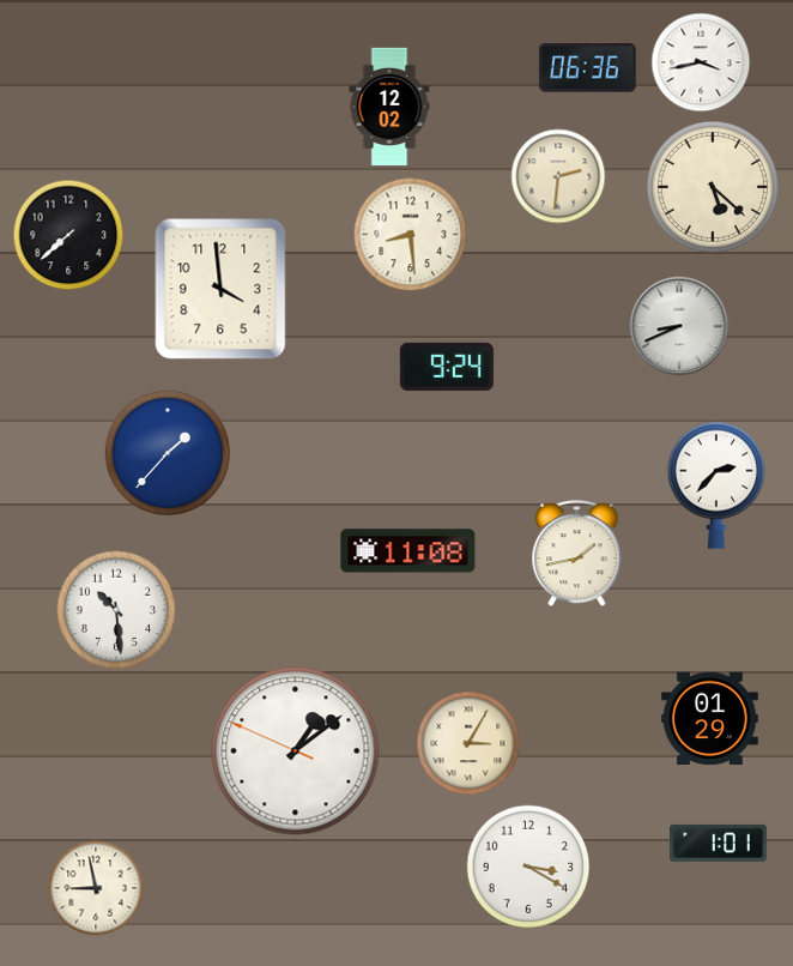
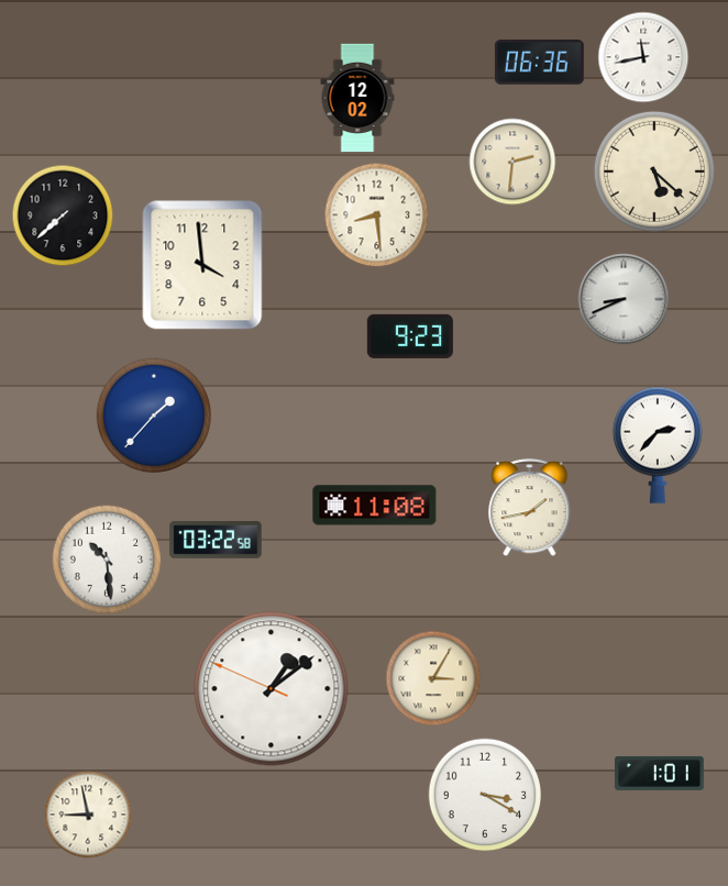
clock at (701, 62): 3:43 -> 11:43
clock at (447, 367): 9:24 -> 9:23
clock at (216, 540): none -> 03:22
clock at (709, 719): 01:29 -> none
clock at (468, 743) position: (468, 743) -> (433, 678)
